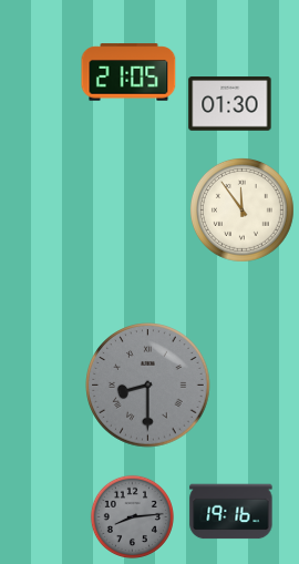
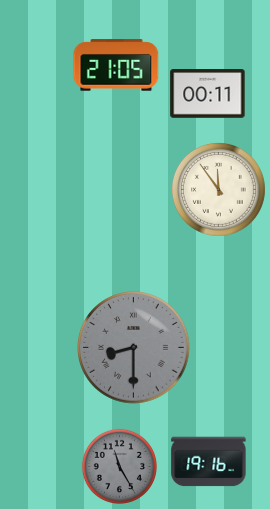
clock at (230, 104): 01:30 -> 00:11
clock at (132, 516): 8:14 -> 11:25
